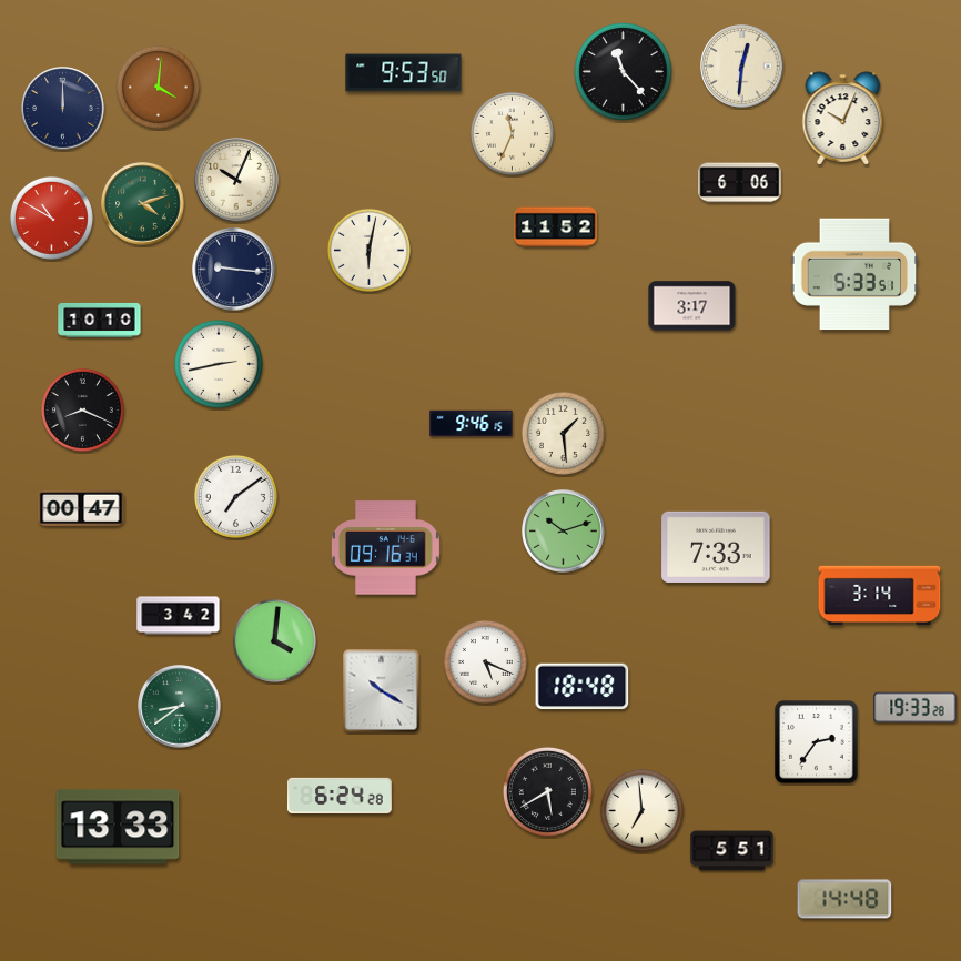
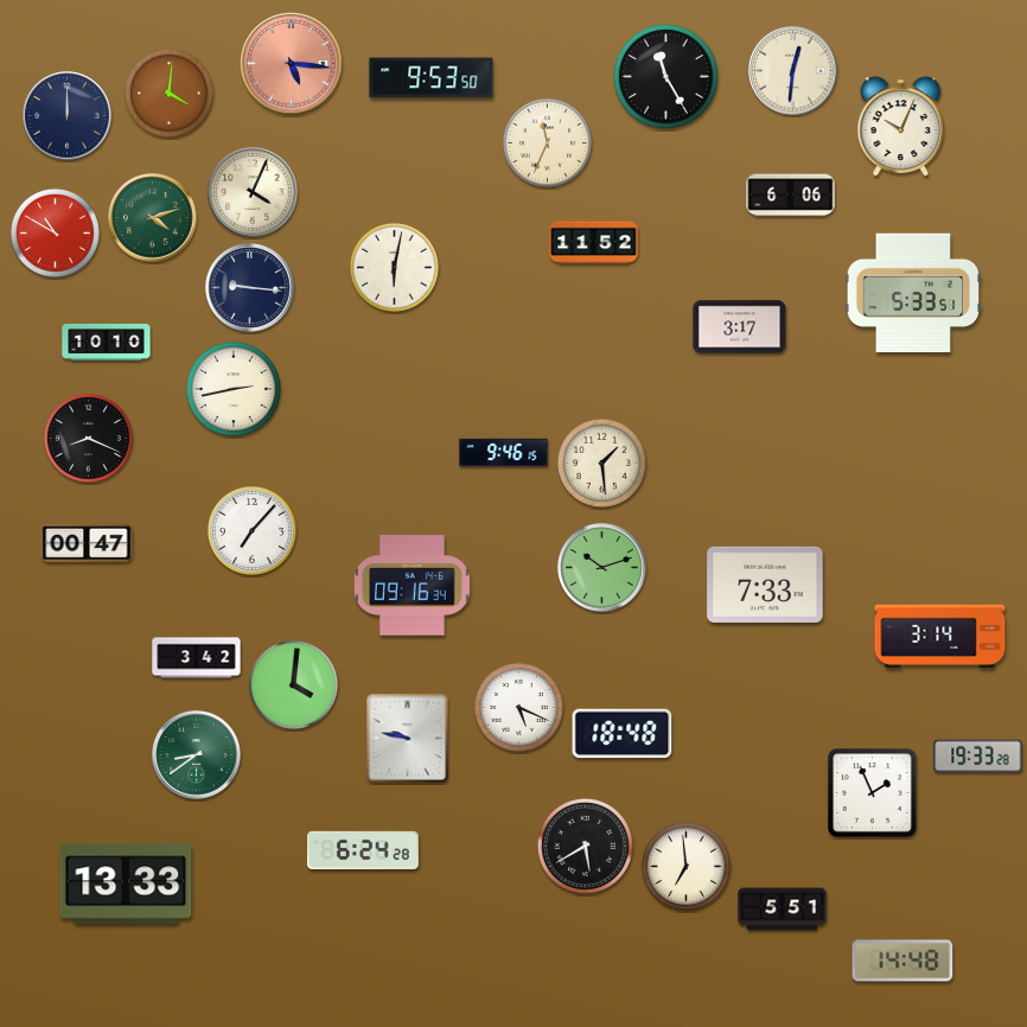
clock at (292, 64): none -> 5:16
clock at (624, 72): 11:23 -> 11:25
clock at (236, 180): 10:04 -> 4:04
clock at (235, 496): 7:09 -> 7:07
clock at (179, 616) position: (179, 616) -> (197, 658)
clock at (382, 691): 10:20 -> 9:47
clock at (180, 707) position: (180, 707) -> (197, 755)
clock at (817, 742): 2:36 -> 1:56
